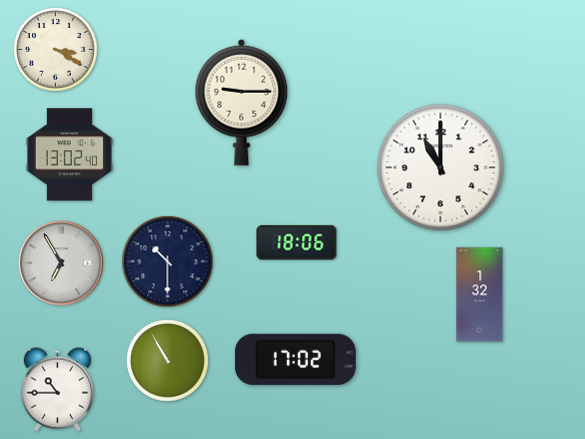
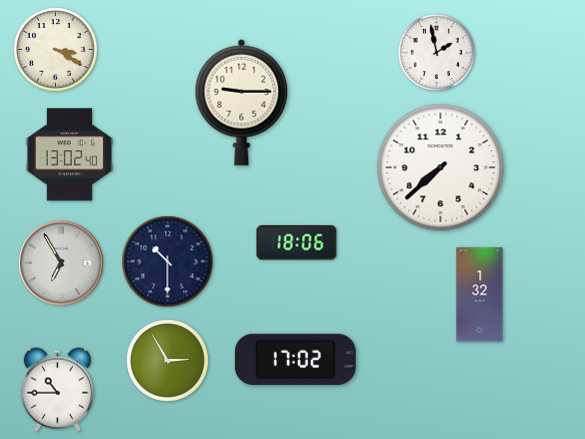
clock at (436, 52): none -> 1:58
clock at (441, 168): 11:00 -> 7:38
clock at (168, 361): 10:55 -> 2:55
